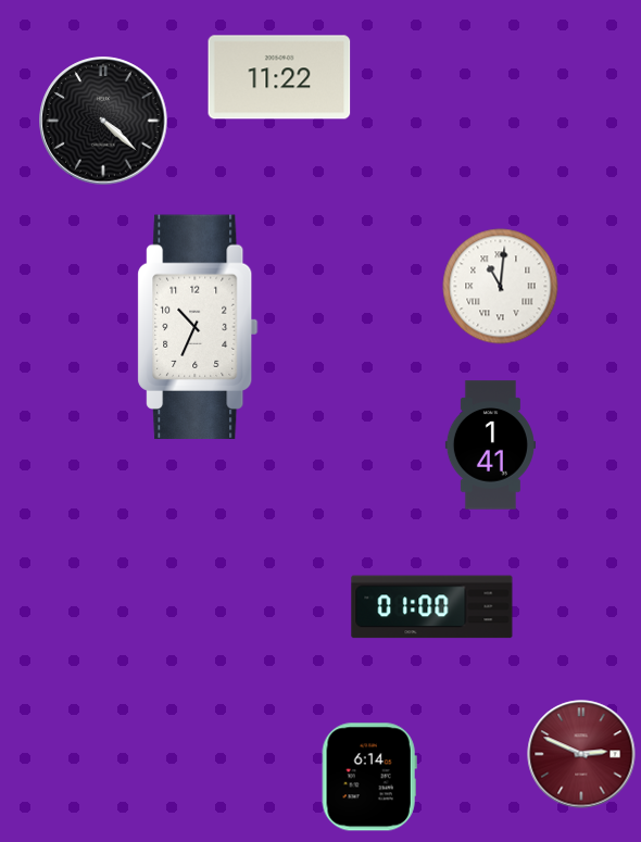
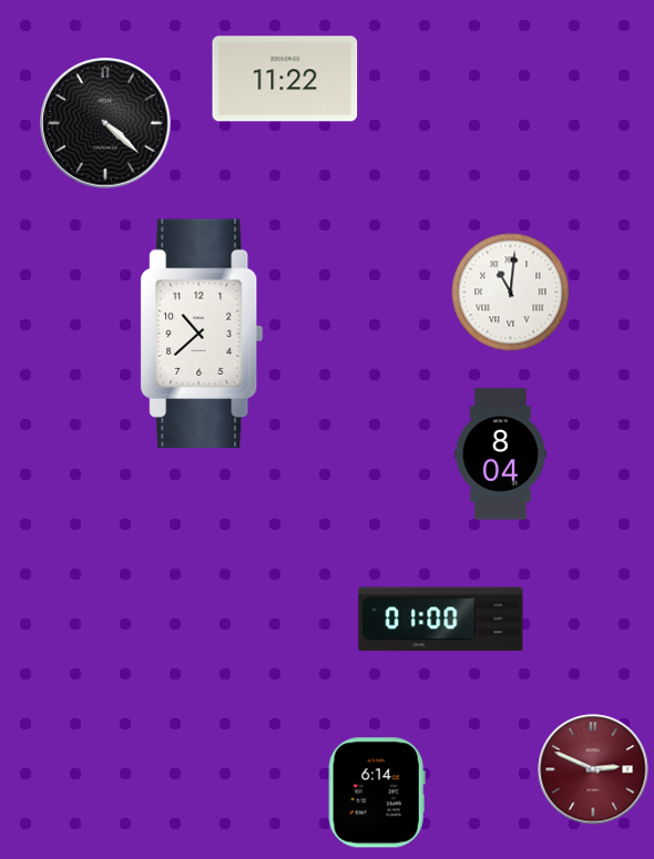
clock at (198, 327): 10:34 -> 10:38
clock at (490, 445): 1:41 -> 8:04
